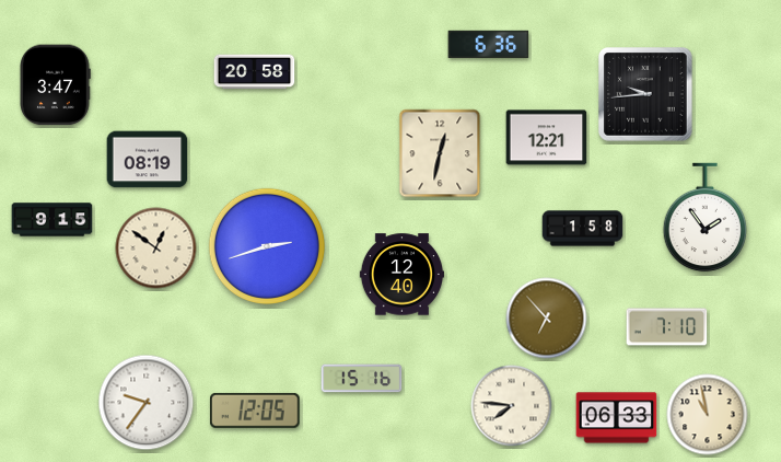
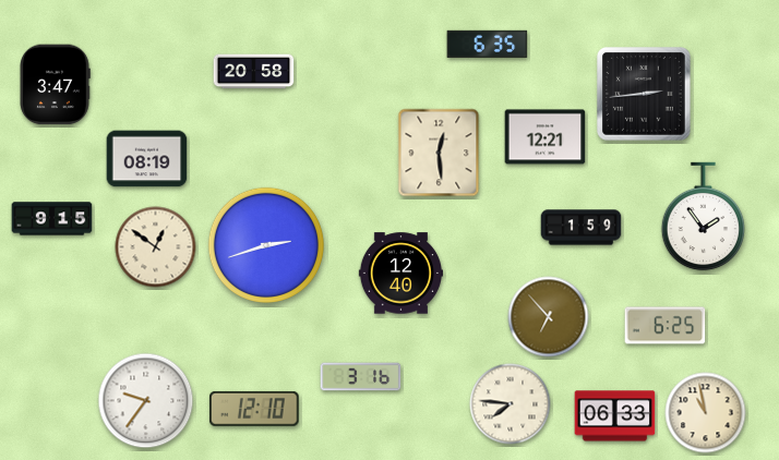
clock at (489, 44): 6:36 -> 6:35
clock at (646, 95): 9:44 -> 2:44
clock at (440, 153): 12:32 -> 12:29
clock at (583, 229): 1:58 -> 1:59
clock at (547, 319) position: (547, 319) -> (549, 317)
clock at (667, 327): 7:10 -> 6:25
clock at (362, 379): 15:16 -> 3:16
clock at (255, 411): 12:05 -> 12:10
